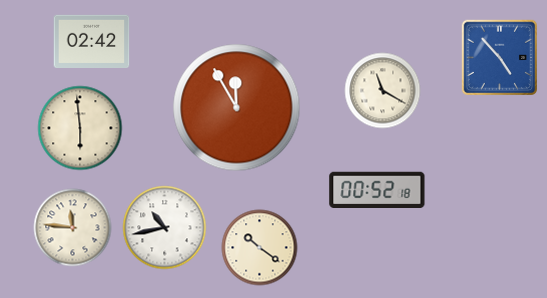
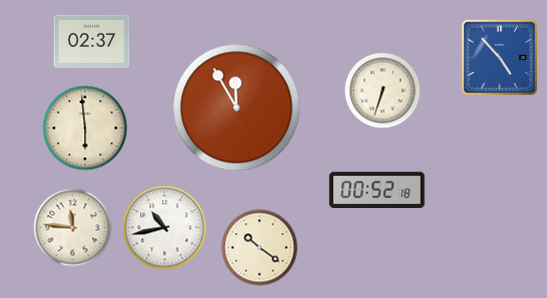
clock at (92, 41): 02:42 -> 02:37
clock at (383, 91): 11:20 -> 6:33
clock at (80, 128) position: (80, 128) -> (85, 128)
